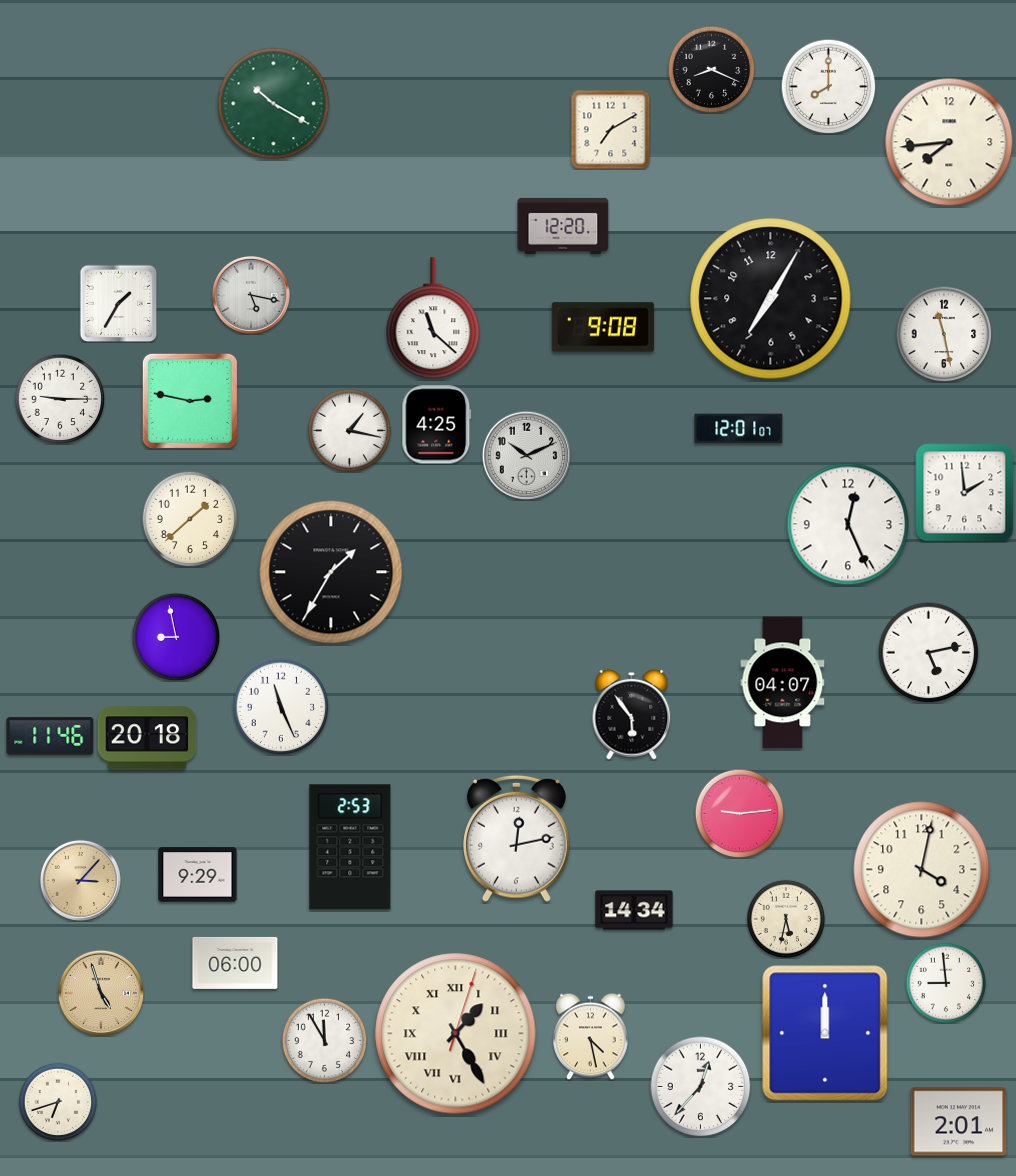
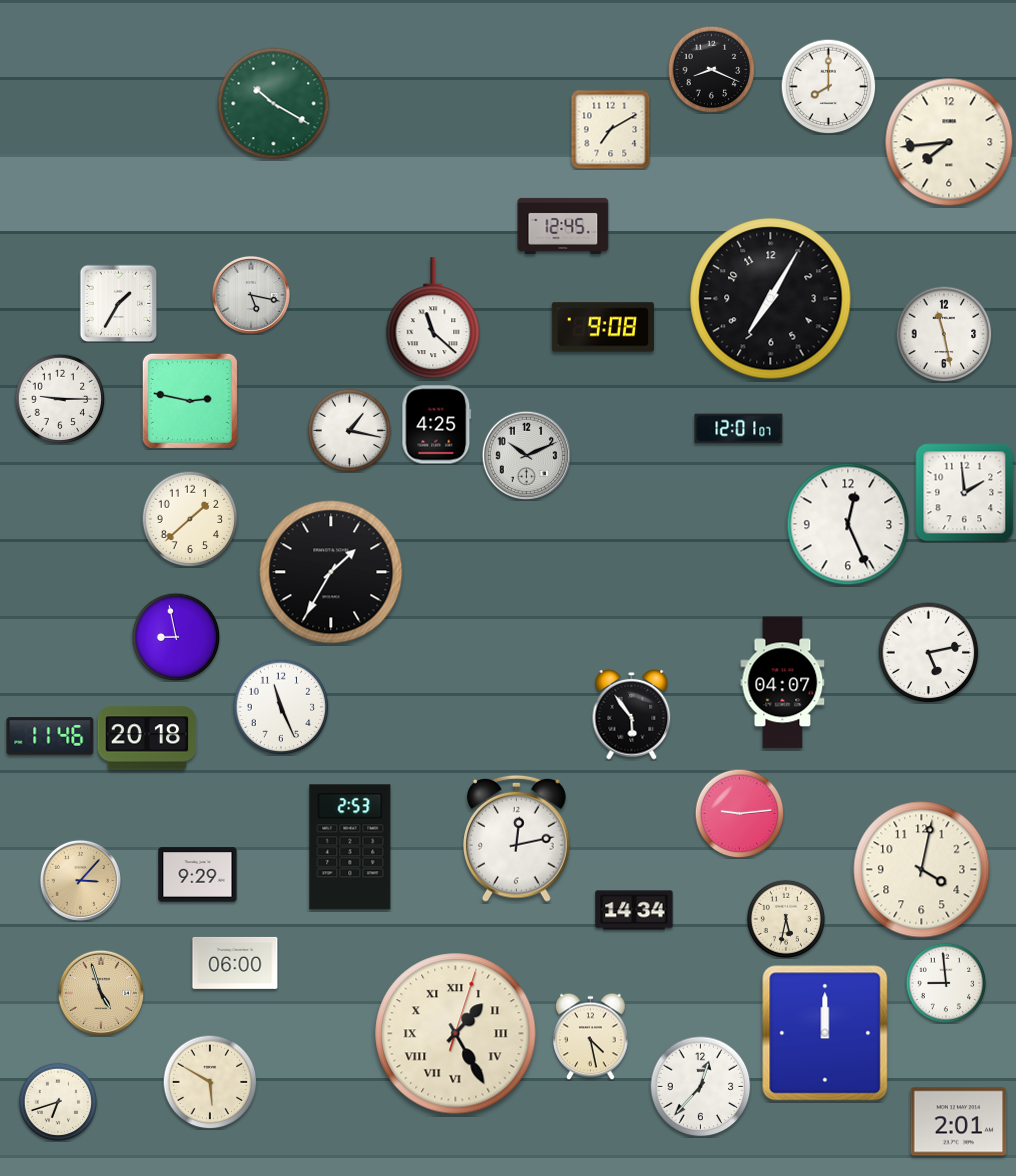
clock at (563, 226): 12:20 -> 12:45
clock at (324, 1040): 11:55 -> none
clock at (210, 1082): none -> 5:50
